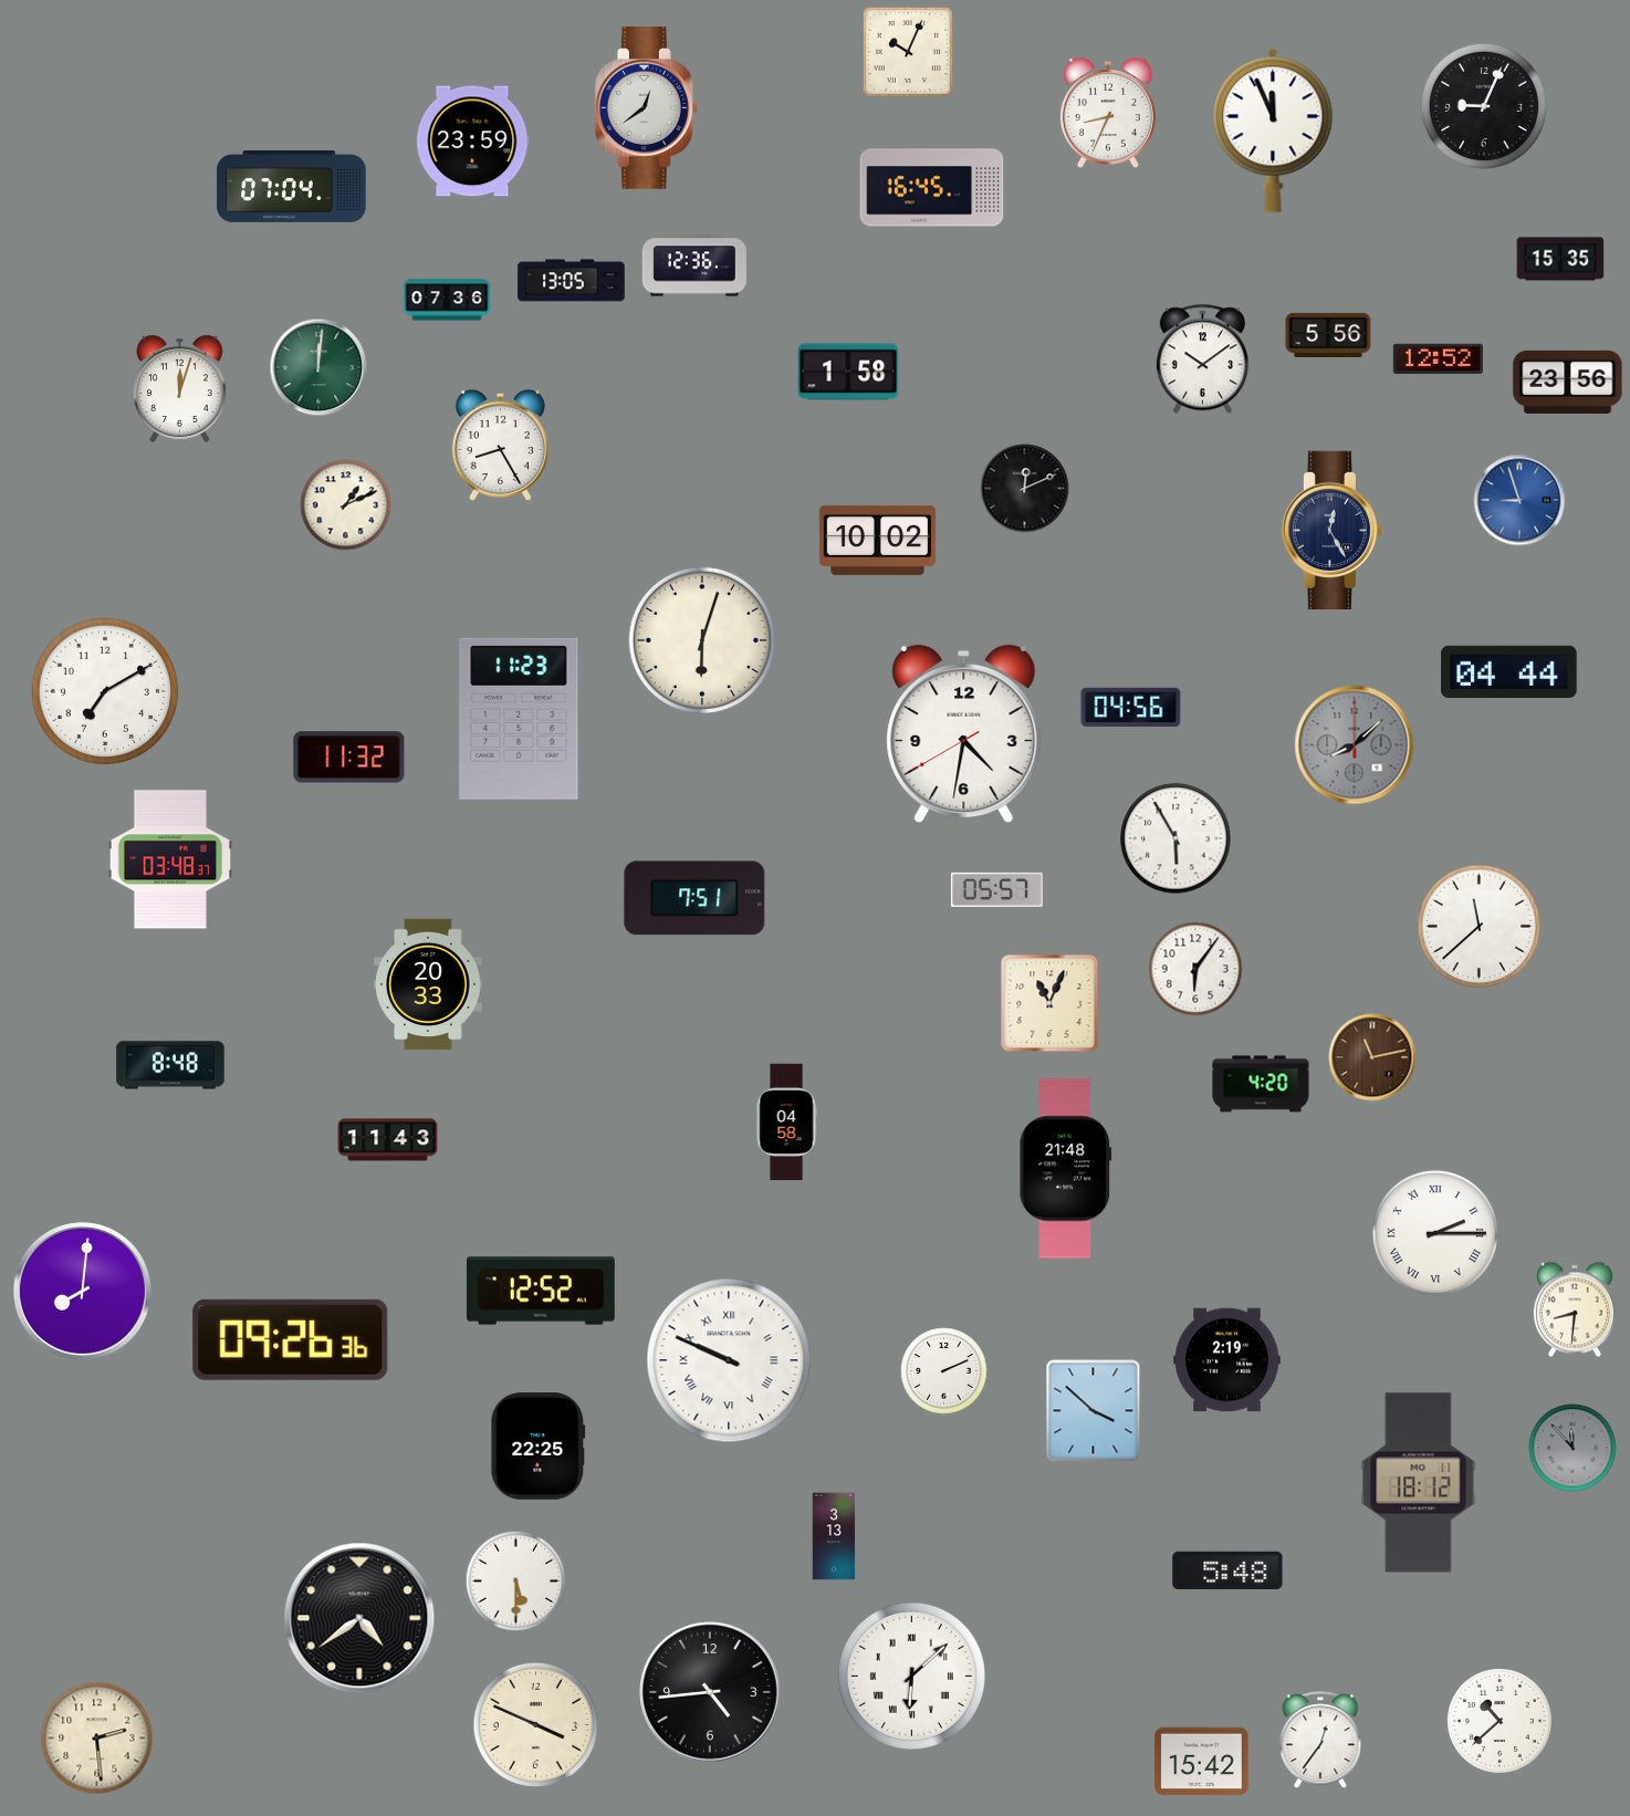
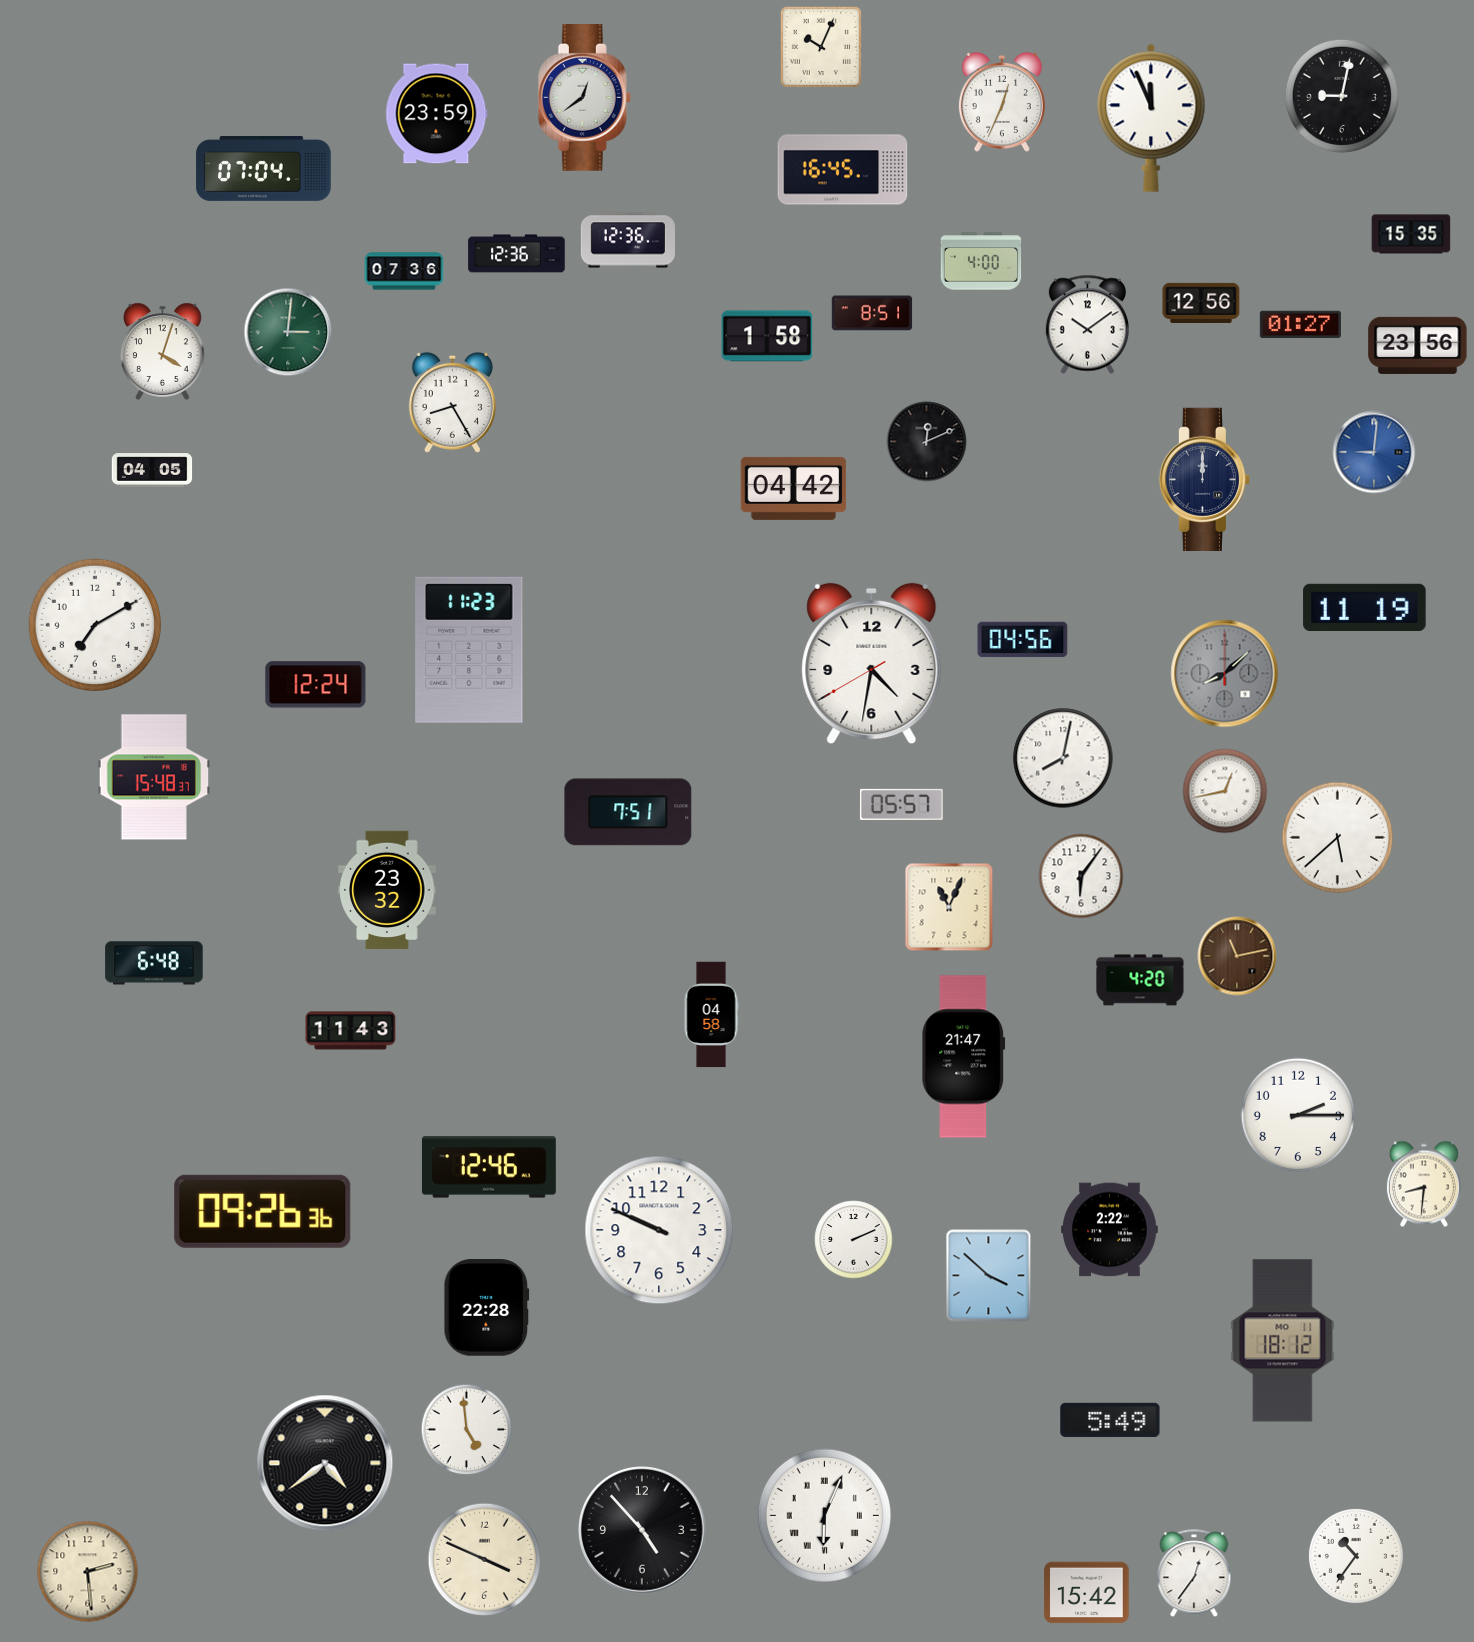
clock at (1484, 106): 9:04 -> 9:02
clock at (1108, 113): 8:34 -> 12:34
clock at (473, 142) position: (473, 142) -> (437, 114)
clock at (572, 281): 13:05 -> 12:36
clock at (981, 261): none -> 4:00
clock at (1328, 335): 5:56 -> 12:56
clock at (872, 313): none -> 8:51
clock at (1438, 359): 12:52 -> 01:27
clock at (318, 367): 12:01 -> 3:01
clock at (180, 388): 12:03 -> 4:03
clock at (1519, 500): 8:57 -> 9:01
clock at (346, 505): 1:11 -> none
clock at (152, 470): none -> 04:05
clock at (1331, 530): 12:25 -> 12:00
clock at (878, 540): 10:02 -> 04:42
clock at (701, 639): 6:03 -> none
clock at (1509, 671): 04:44 -> 11:19
clock at (349, 758): 11:32 -> 12:24
clock at (1176, 838): 5:55 -> 8:02
clock at (170, 859): 03:48 -> 15:48
clock at (1225, 791): none -> 12:43
clock at (1480, 927): 11:38 -> 5:38
clock at (428, 984): 20:33 -> 23:32
clock at (1372, 1057) position: (1372, 1057) -> (1237, 956)
clock at (170, 1065): 8:48 -> 6:48
clock at (1066, 1169): 21:48 -> 21:47
clock at (1435, 1233) numerals: Roman -> Arabic
clock at (82, 1291): 8:01 -> none
clock at (541, 1291): 12:52 -> 12:46
clock at (729, 1360) numerals: Roman -> Arabic
clock at (1227, 1360): 2:19 -> 2:22
clock at (539, 1447): 22:25 -> 22:28
clock at (1572, 1448): 11:53 -> none
clock at (834, 1536): 3:13 -> none
clock at (1227, 1570): 5:48 -> 5:49
clock at (516, 1582): 5:30 -> 4:59
clock at (911, 1676): 6:08 -> 6:04
clock at (710, 1692): 4:44 -> 4:53
clock at (1500, 1721): 10:38 -> 10:36
